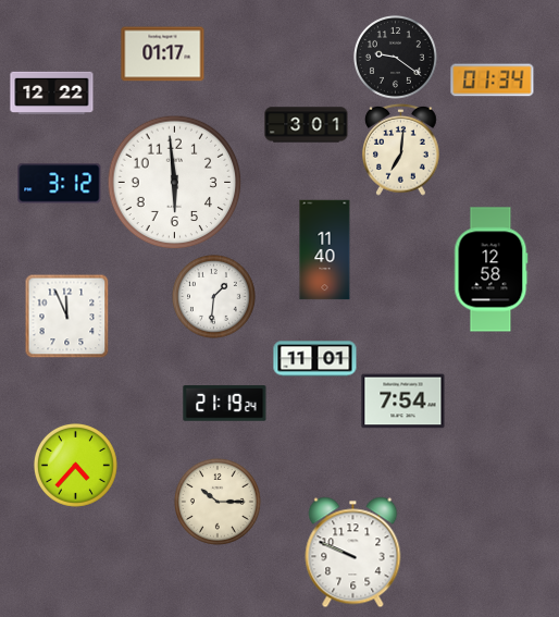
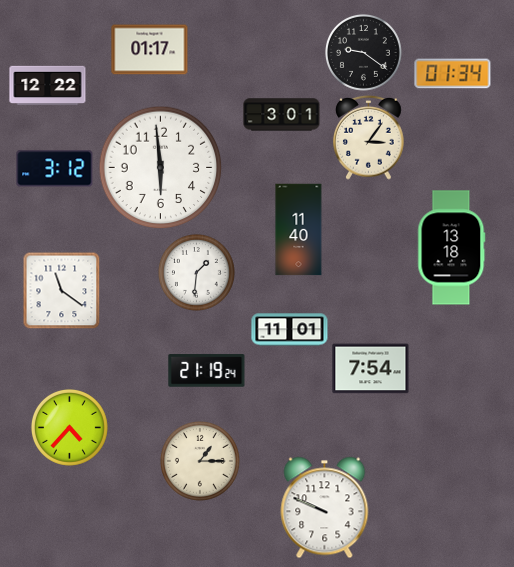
clock at (401, 149): 7:01 -> 3:06
clock at (492, 270): 12:58 -> 13:18
clock at (66, 316): 11:56 -> 11:21
clock at (218, 502): 10:15 -> 1:15
